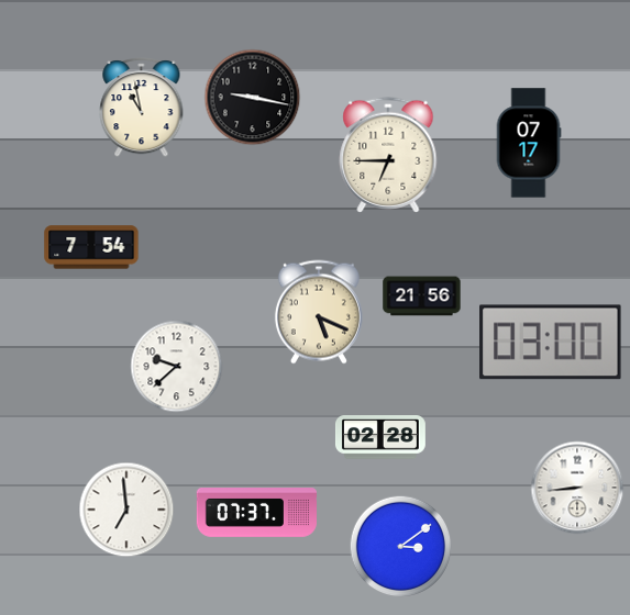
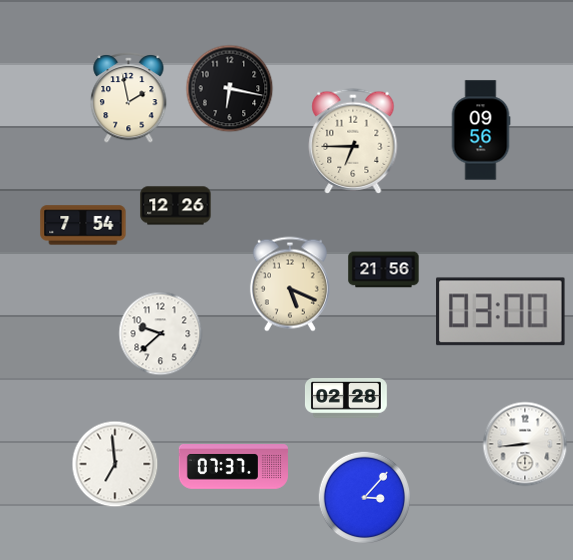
clock at (253, 98): 9:17 -> 6:17
clock at (142, 108): 10:58 -> 1:58
clock at (529, 143): 07:17 -> 09:56
clock at (176, 206): none -> 12:26
clock at (401, 547): 3:09 -> 3:07
